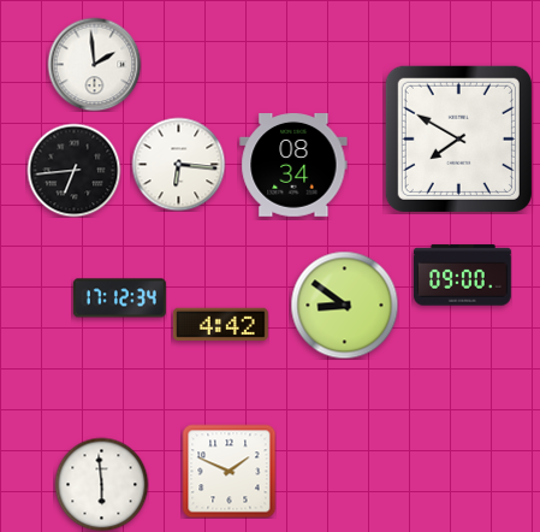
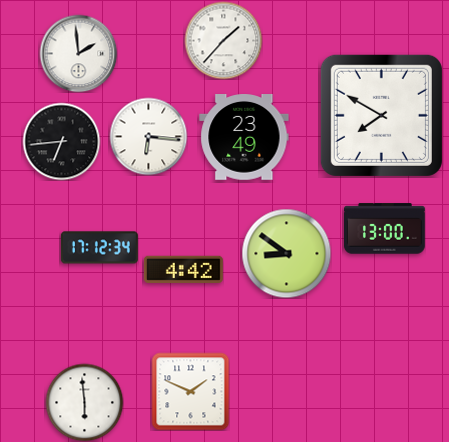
clock at (223, 40): none -> 1:37
clock at (293, 166): 08:34 -> 23:49
clock at (463, 276): 09:00 -> 13:00
